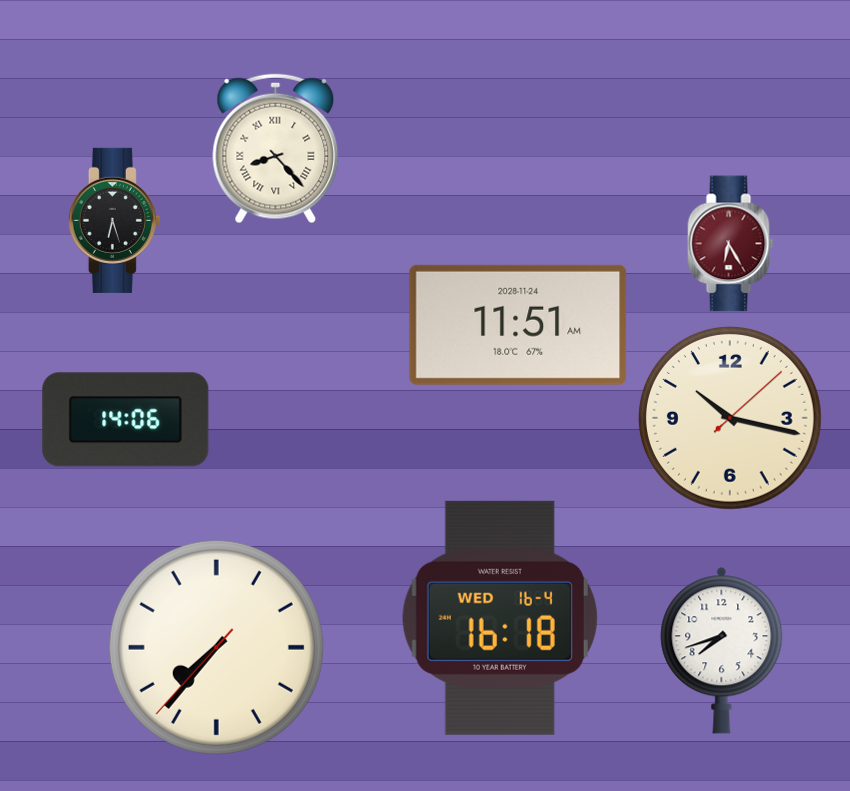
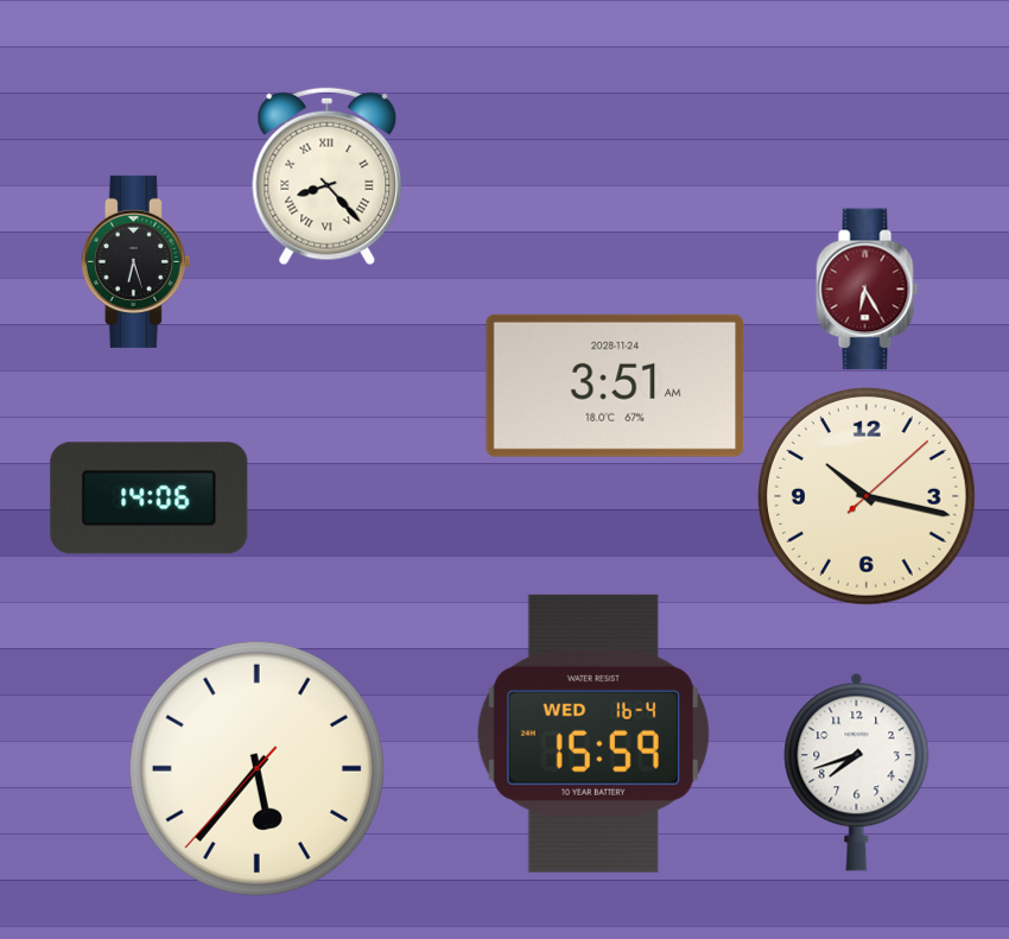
clock at (518, 325): 11:51 -> 3:51
clock at (500, 618): 16:18 -> 15:59
clock at (216, 647): 7:36 -> 5:36
